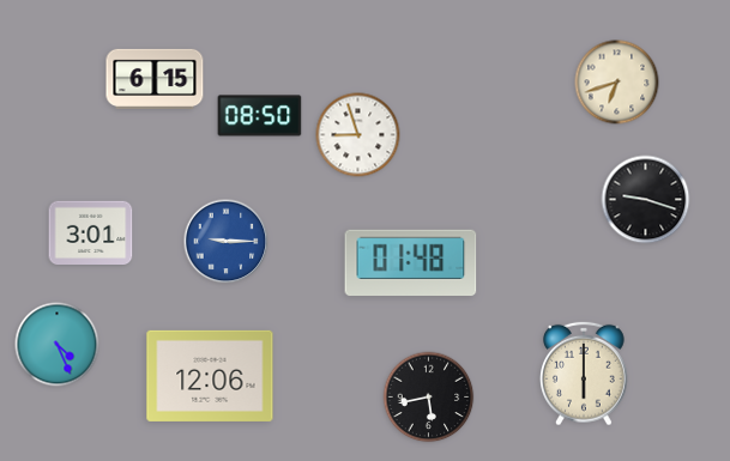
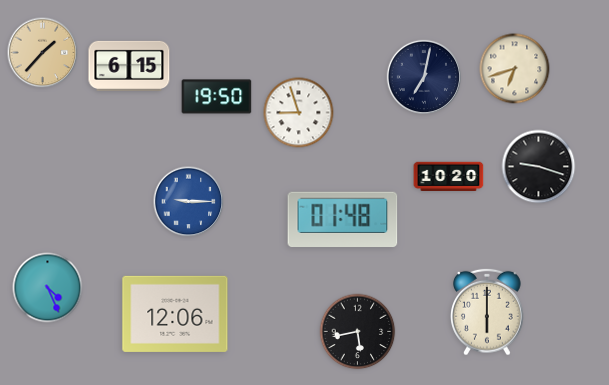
clock at (43, 53): none -> 1:37
clock at (423, 76): none -> 7:02
clock at (260, 116): 08:50 -> 19:50
clock at (449, 177): none -> 10:20
clock at (91, 232): 3:01 -> none
